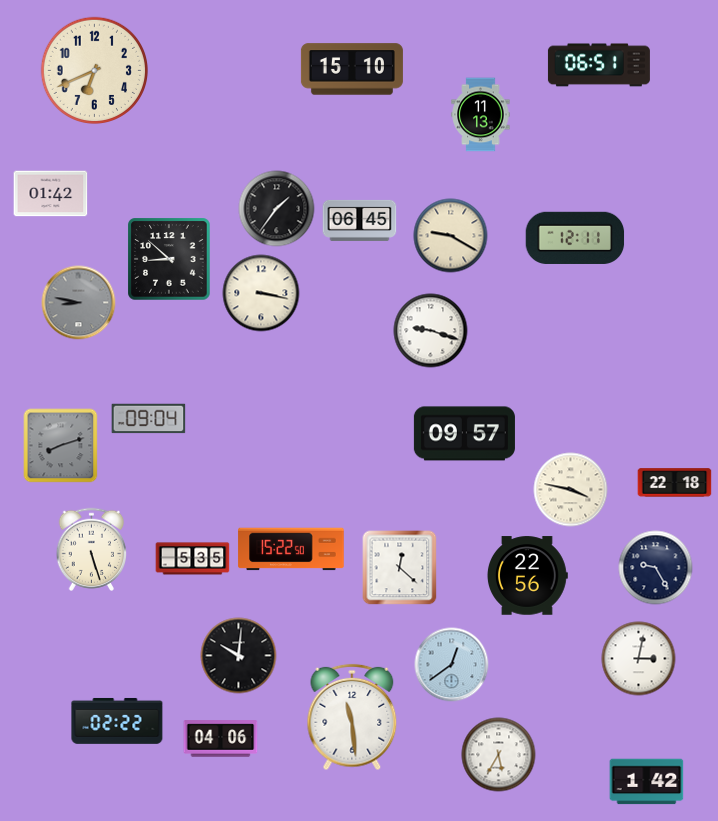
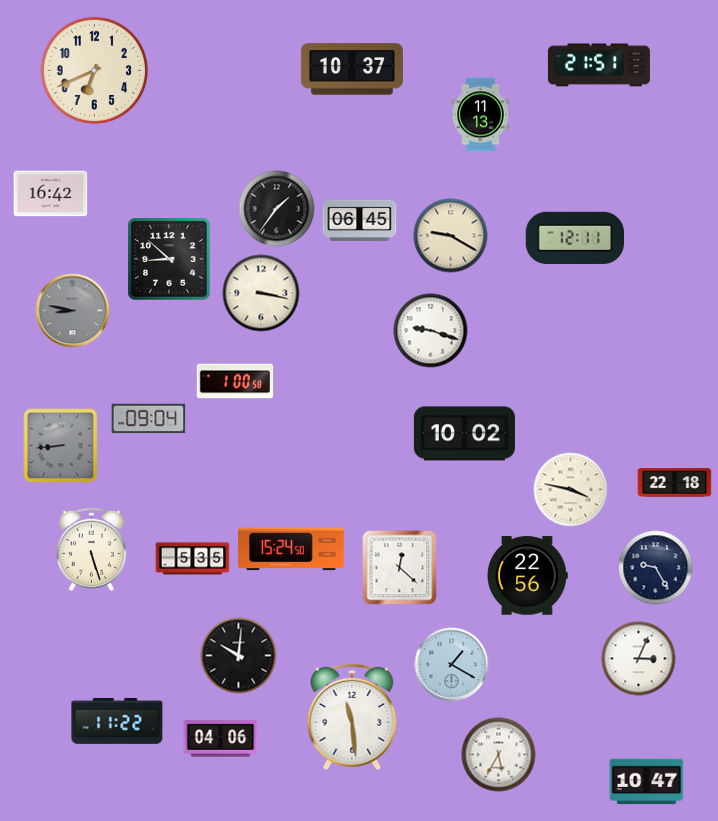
clock at (599, 65): 06:51 -> 21:51
clock at (352, 69): 15:10 -> 10:37
clock at (51, 194): 01:42 -> 16:42
clock at (79, 303) position: (79, 303) -> (73, 311)
clock at (235, 381): none -> 1:00
clock at (464, 434): 09:57 -> 10:02
clock at (61, 446): 8:12 -> 8:44
clock at (291, 549): 15:22 -> 15:24
clock at (639, 659): 3:02 -> 3:04
clock at (452, 665): 12:39 -> 1:20
clock at (117, 721): 02:22 -> 11:22
clock at (647, 782): 1:42 -> 10:47
